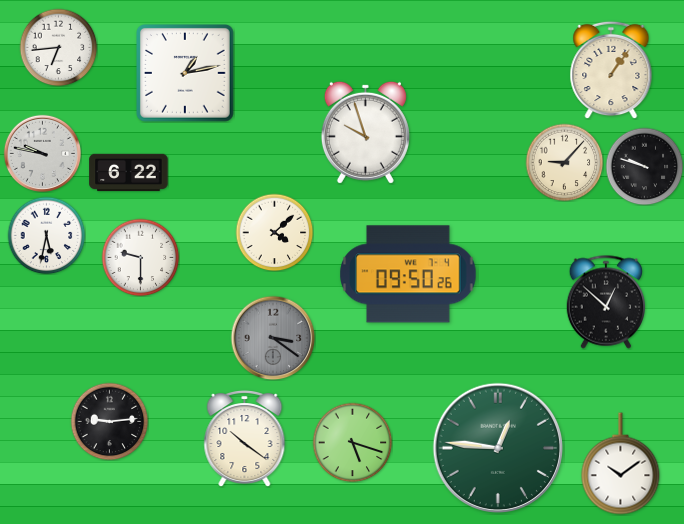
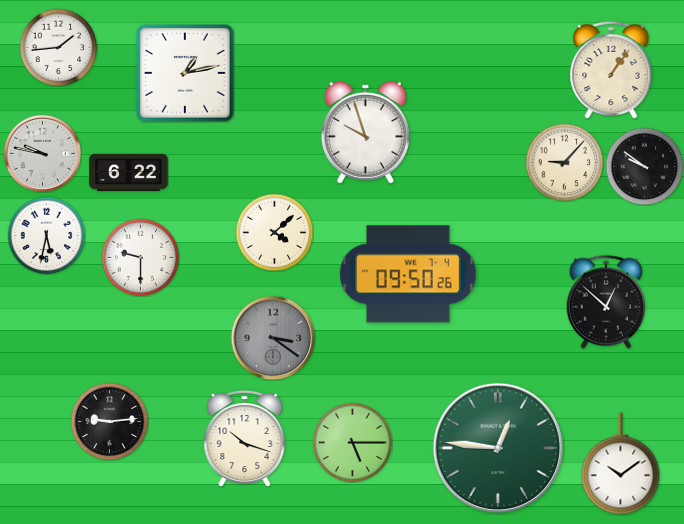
clock at (58, 47): 6:44 -> 1:44
clock at (644, 166): 9:48 -> 9:51
clock at (245, 439): 10:21 -> 10:18
clock at (352, 442): 5:18 -> 5:15
